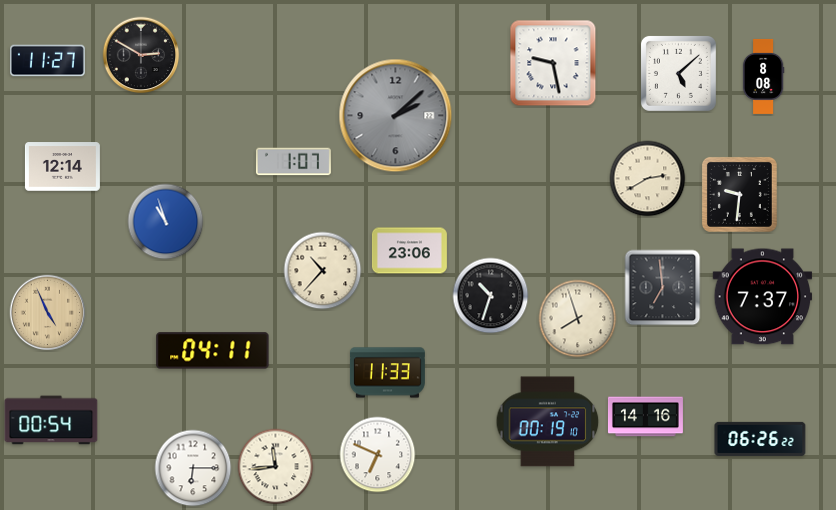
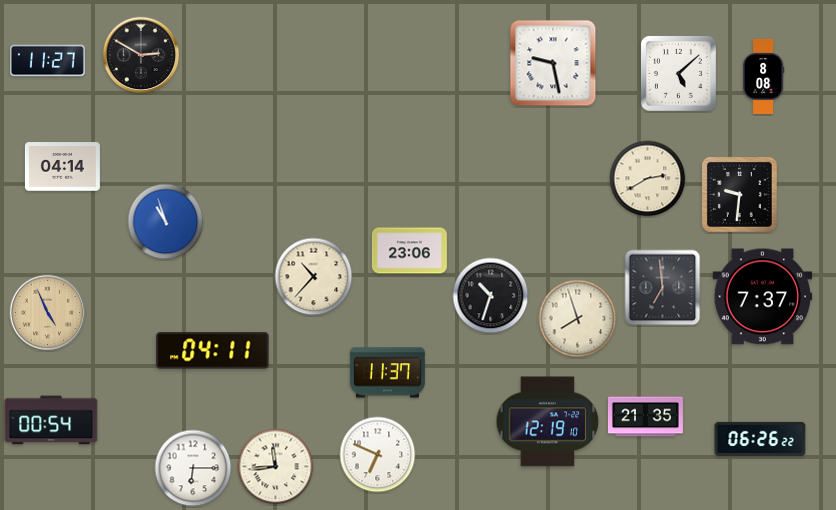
clock at (396, 116): 2:08 -> none
clock at (293, 162): 1:07 -> none
clock at (62, 167): 12:14 -> 04:14
clock at (323, 271) position: (323, 271) -> (314, 277)
clock at (387, 373): 11:33 -> 11:37
clock at (645, 417): 14:16 -> 21:35
clock at (548, 422): 00:19 -> 12:19
